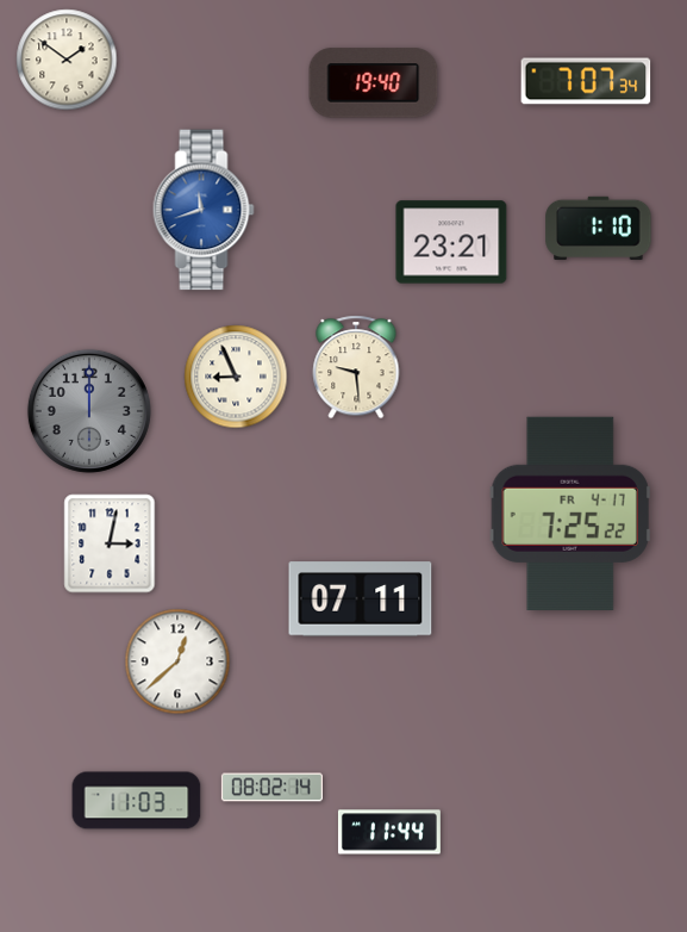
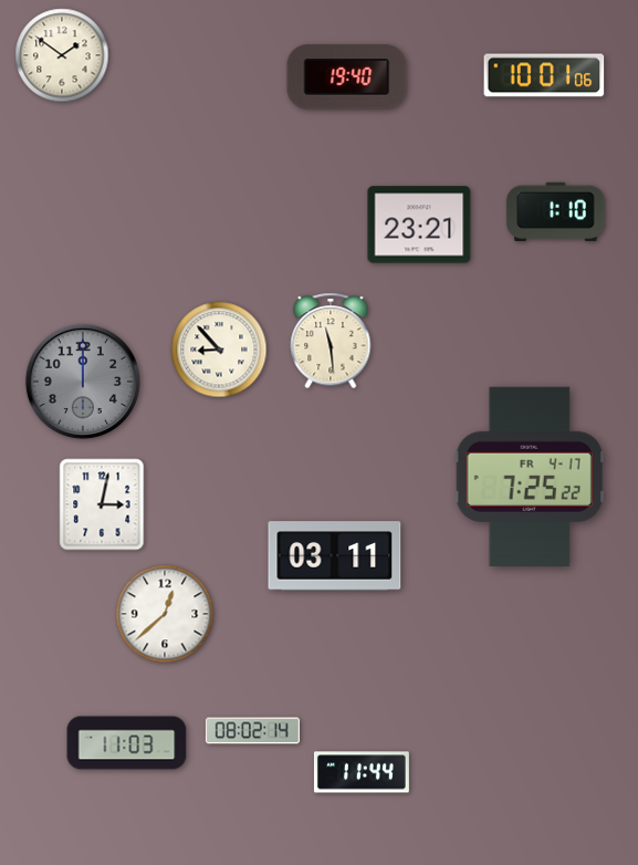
clock at (586, 81): 7:07 -> 10:01
clock at (204, 210): 11:42 -> none
clock at (356, 367): 9:29 -> 11:29
clock at (236, 377): 8:56 -> 8:53
clock at (361, 599): 07:11 -> 03:11
